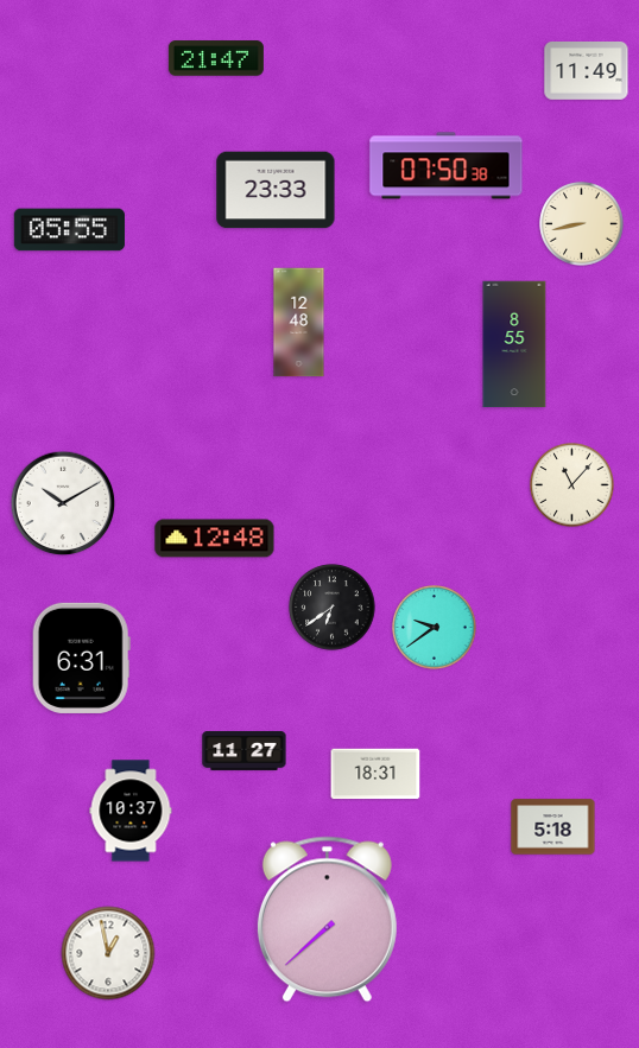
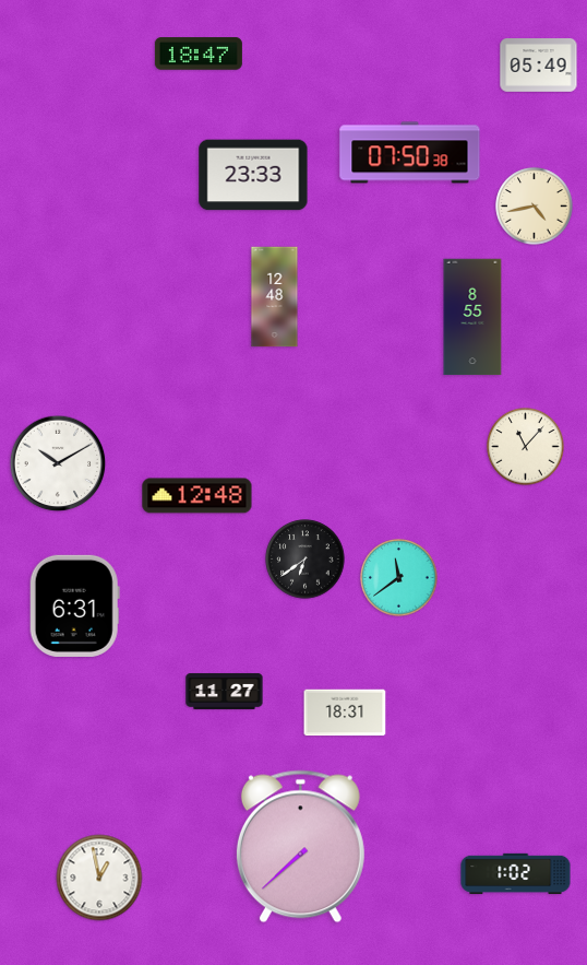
clock at (216, 58): 21:47 -> 18:47
clock at (587, 71): 11:49 -> 05:49
clock at (582, 224): 8:43 -> 4:43
clock at (69, 230): 05:55 -> none
clock at (435, 628): 9:39 -> 11:39
clock at (131, 811): 10:37 -> none
clock at (553, 827): 5:18 -> none
clock at (516, 874): none -> 1:02
